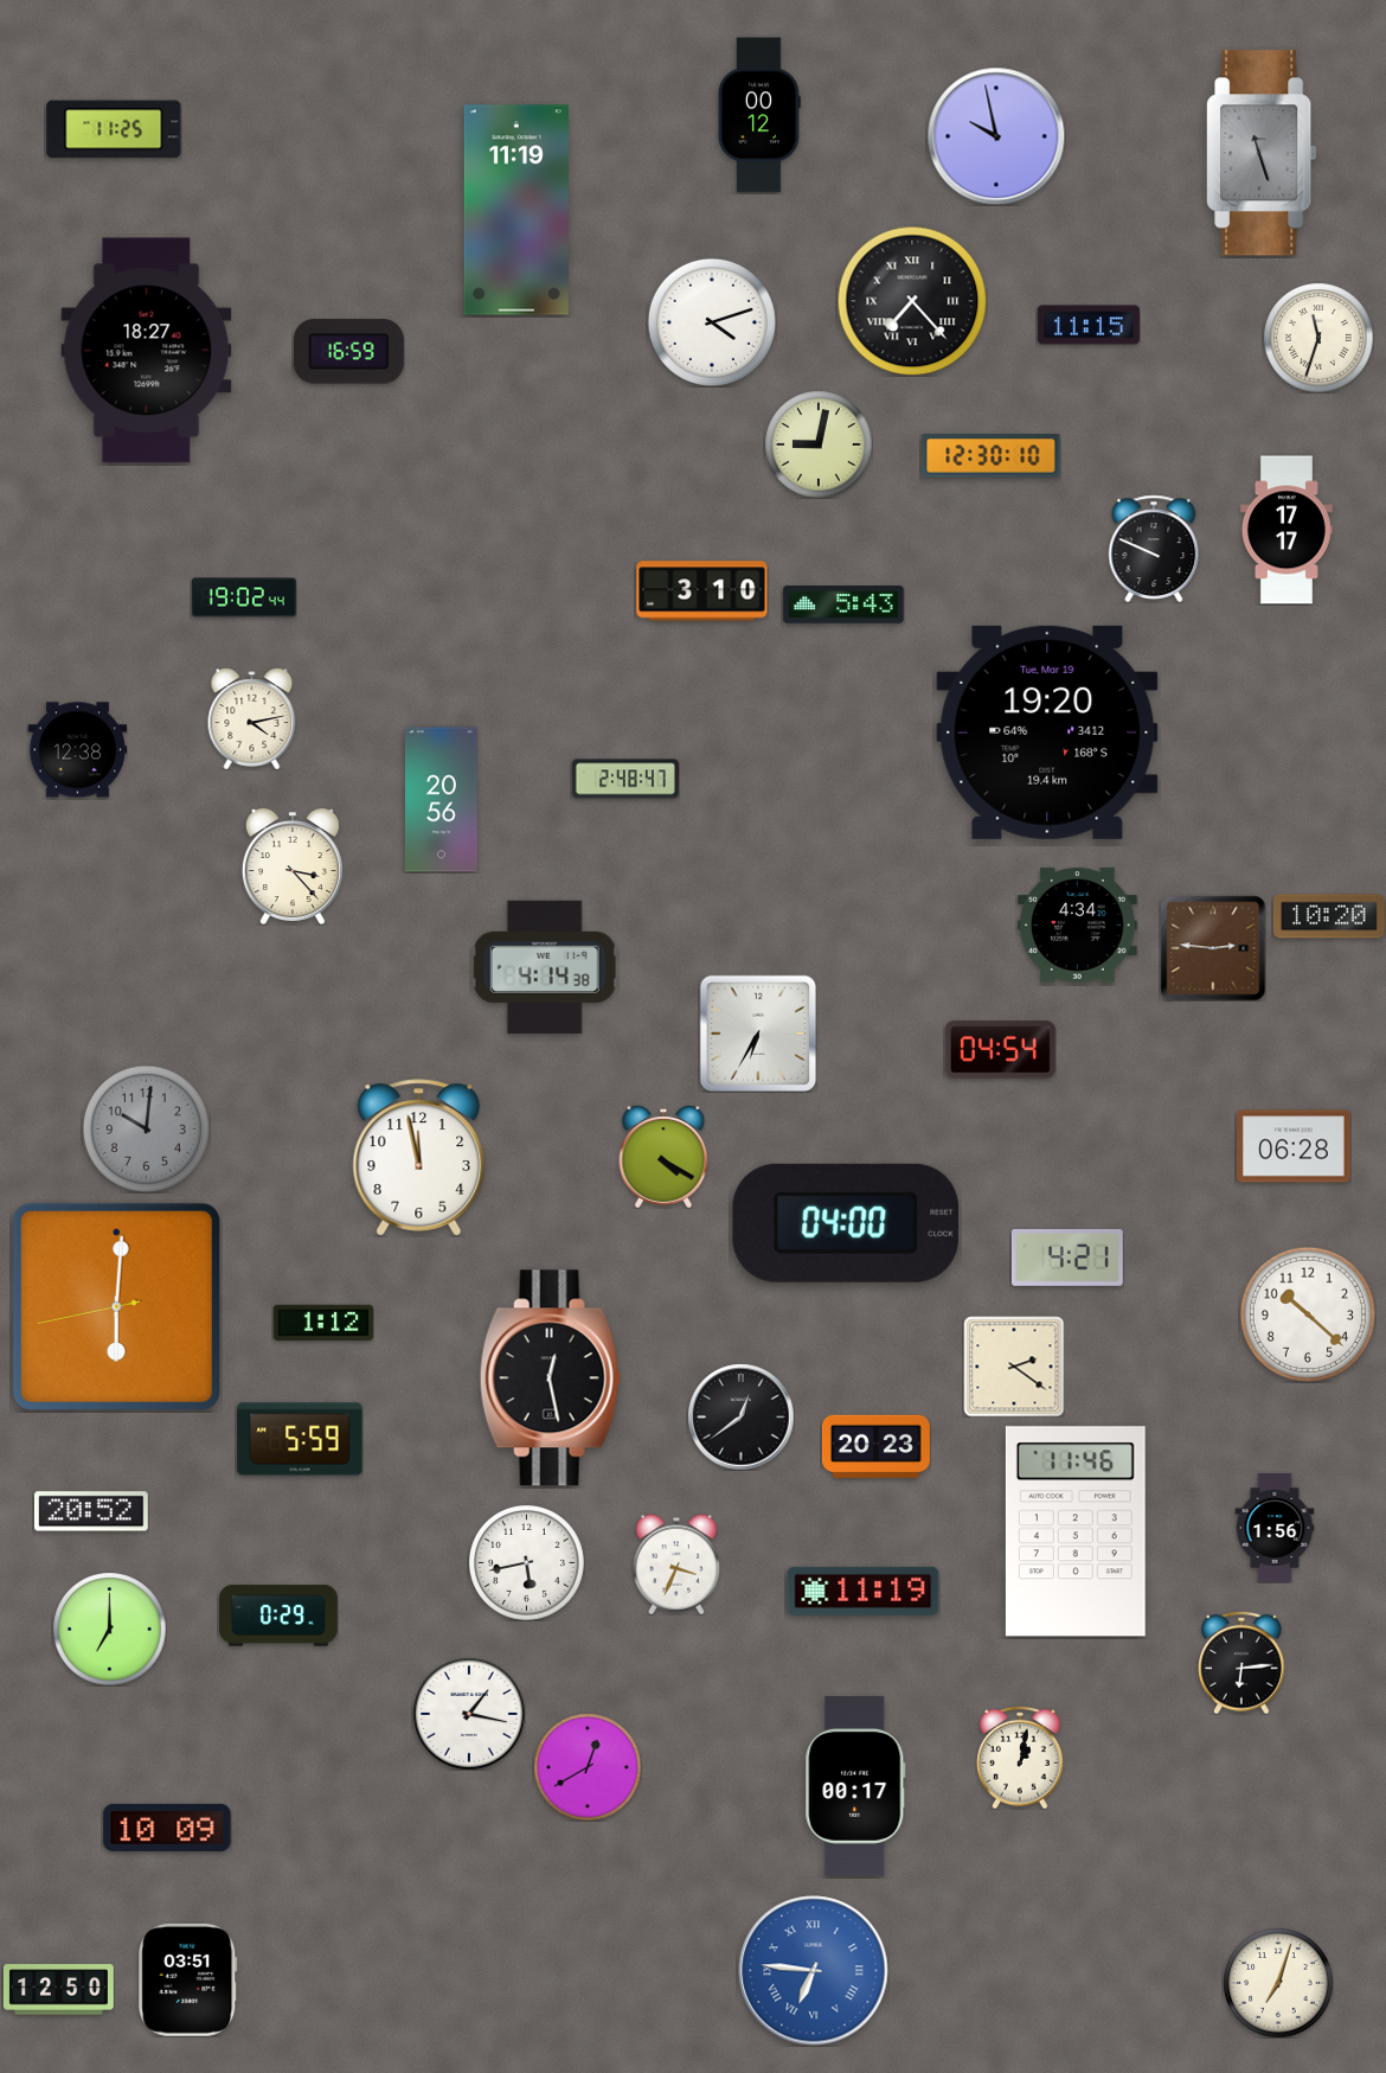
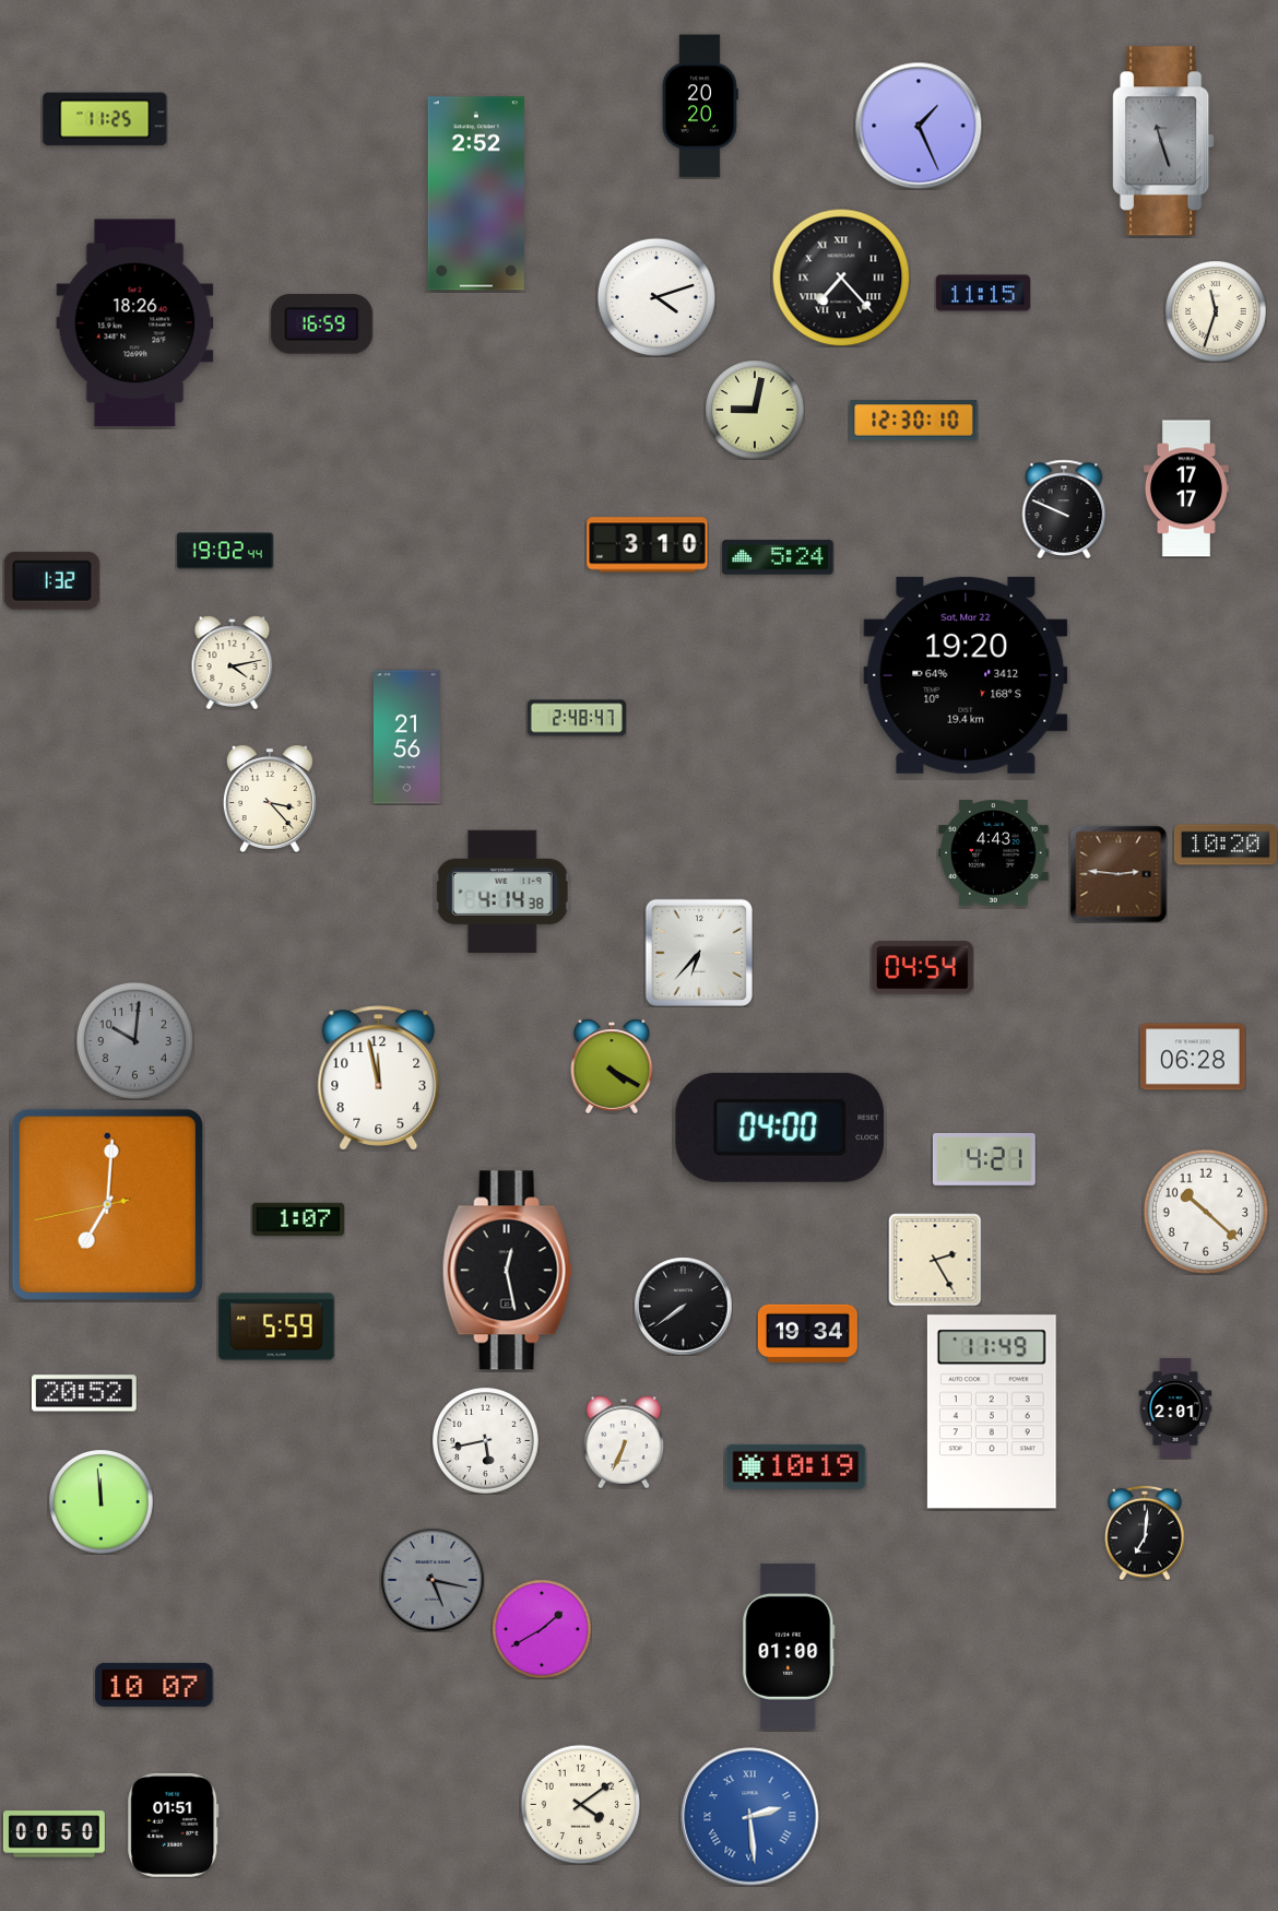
clock at (759, 115): 00:12 -> 20:20
clock at (996, 136): 9:58 -> 1:26
clock at (516, 210): 11:19 -> 2:52
clock at (1089, 325) position: (1089, 325) -> (983, 293)
clock at (147, 351): 18:27 -> 18:26
clock at (1154, 548) position: (1154, 548) -> (1064, 508)
clock at (843, 604): 5:43 -> 5:24
clock at (51, 580): none -> 1:32
clock at (1047, 732) date: Tue, Mar 19 -> Sat, Mar 22
clock at (77, 750): 12:38 -> none
clock at (441, 800): 20:56 -> 21:56
clock at (1078, 926): 4:34 -> 4:43
clock at (758, 1034): 6:35 -> 6:37
clock at (419, 1158) position: (419, 1158) -> (379, 1078)
clock at (116, 1306): 6:00 -> 7:00
clock at (323, 1323): 1:12 -> 1:07
clock at (1014, 1367): 2:21 -> 2:25
clock at (740, 1416): 12:39 -> 7:39
clock at (875, 1446): 20:23 -> 19:34
clock at (1275, 1528): 1:56 -> 2:01
clock at (1076, 1531): 11:46 -> 11:49
clock at (676, 1565): 3:34 -> 6:34
clock at (864, 1591): 11:19 -> 10:19
clock at (278, 1615): 0:29 -> none
clock at (109, 1629): 7:00 -> 11:59
clock at (1243, 1663): 6:14 -> 7:01
clock at (469, 1714): 1:17 -> 5:17
clock at (469, 1714) dial: white -> grey
clock at (1021, 1758): 1:02 -> none
clock at (588, 1767): 12:40 -> 1:40
clock at (855, 1786): 00:17 -> 01:00
clock at (167, 1828): 10:09 -> 10:07
clock at (580, 1804): none -> 4:09
clock at (814, 1971): 6:46 -> 2:29
clock at (188, 1979): 03:51 -> 01:51
clock at (1278, 1983): 7:03 -> none
clock at (58, 1990): 12:50 -> 00:50
